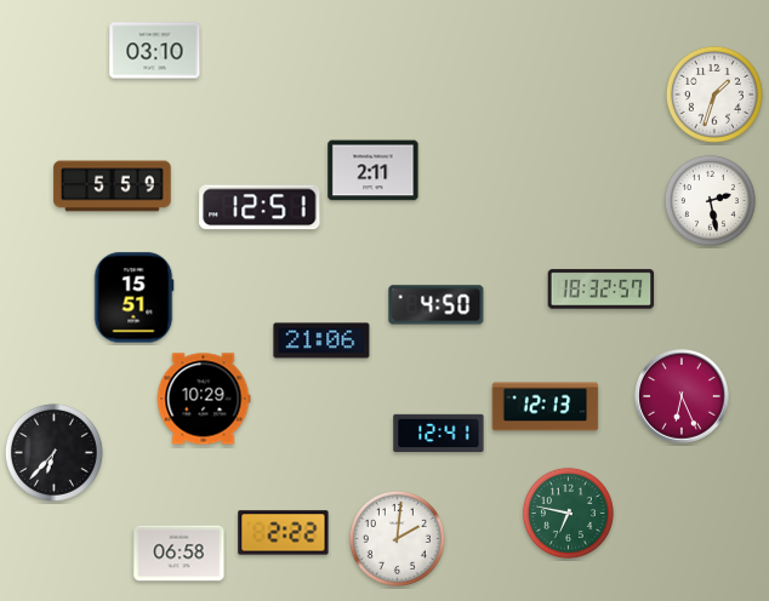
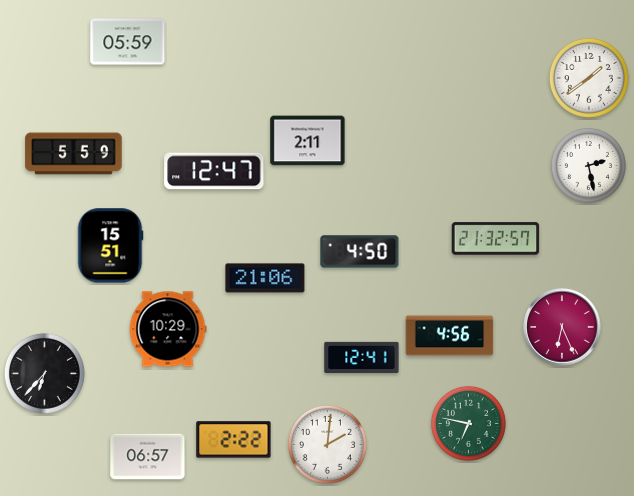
clock at (155, 51): 03:10 -> 05:59
clock at (714, 95): 1:33 -> 1:39
clock at (113, 187) position: (113, 187) -> (74, 154)
clock at (710, 200) position: (710, 200) -> (588, 165)
clock at (260, 207): 12:51 -> 12:47
clock at (602, 290): 18:32 -> 21:32
clock at (321, 340) position: (321, 340) -> (265, 278)
clock at (546, 407): 12:13 -> 4:56
clock at (180, 554): 06:58 -> 06:57
